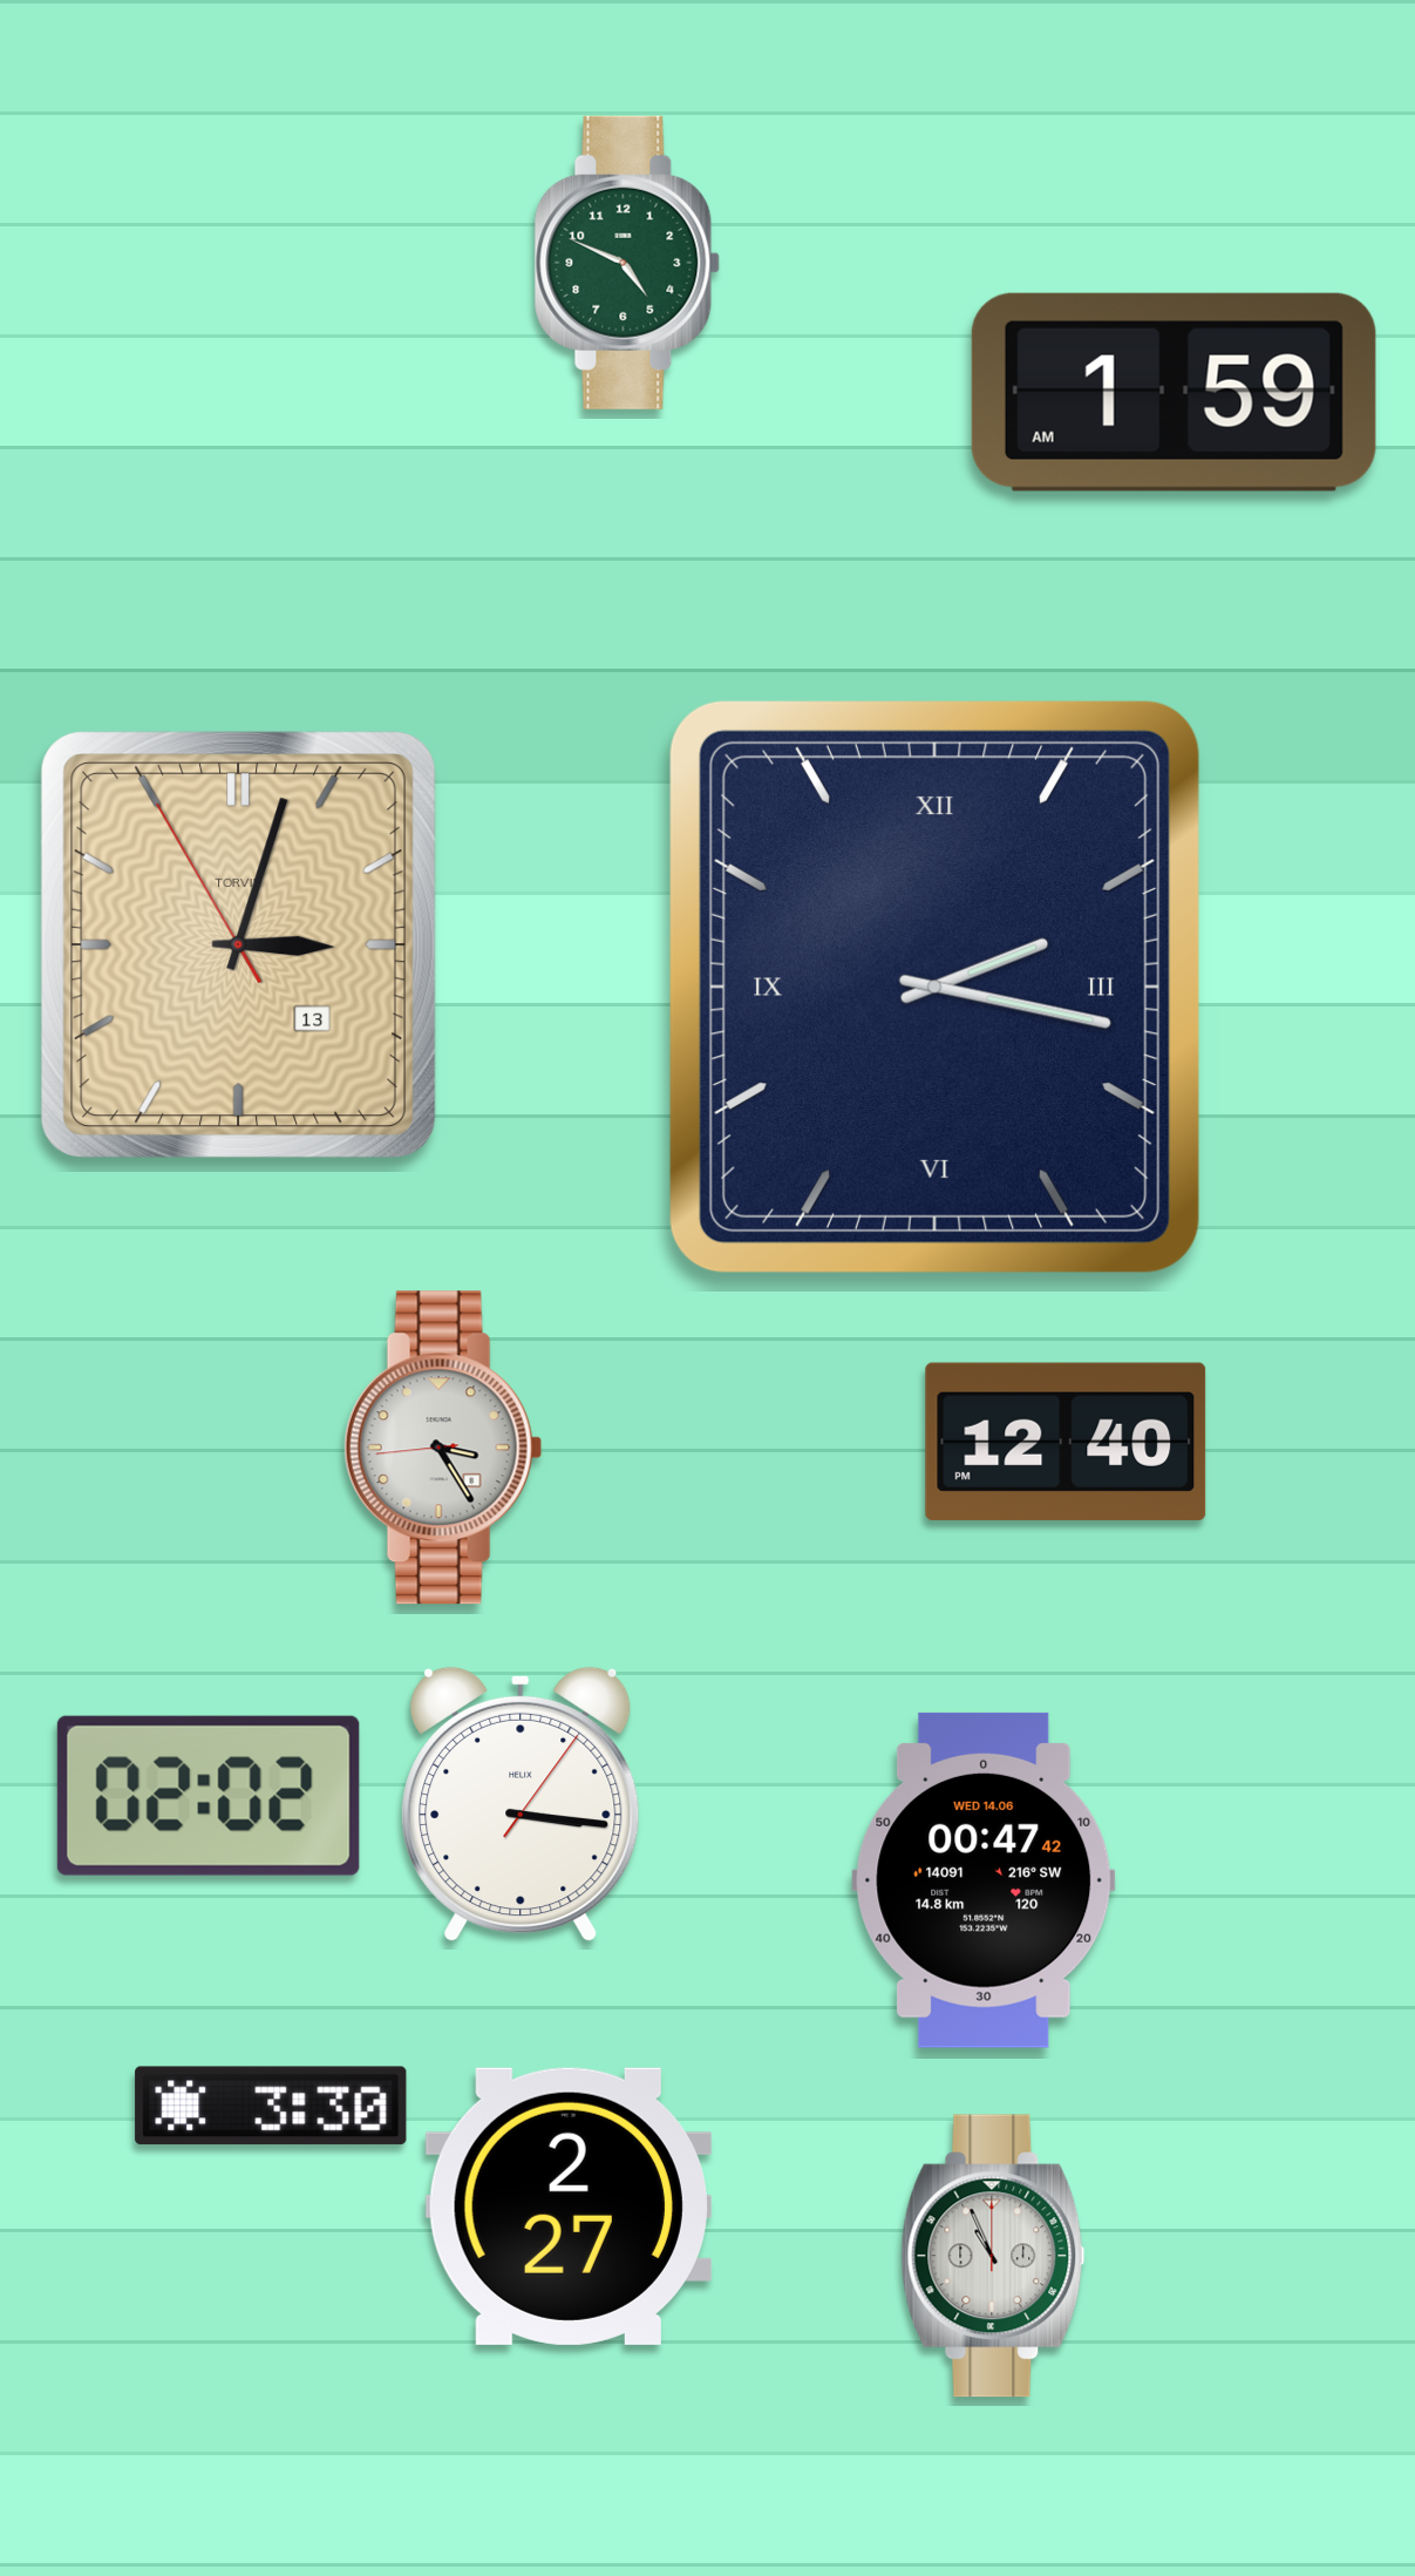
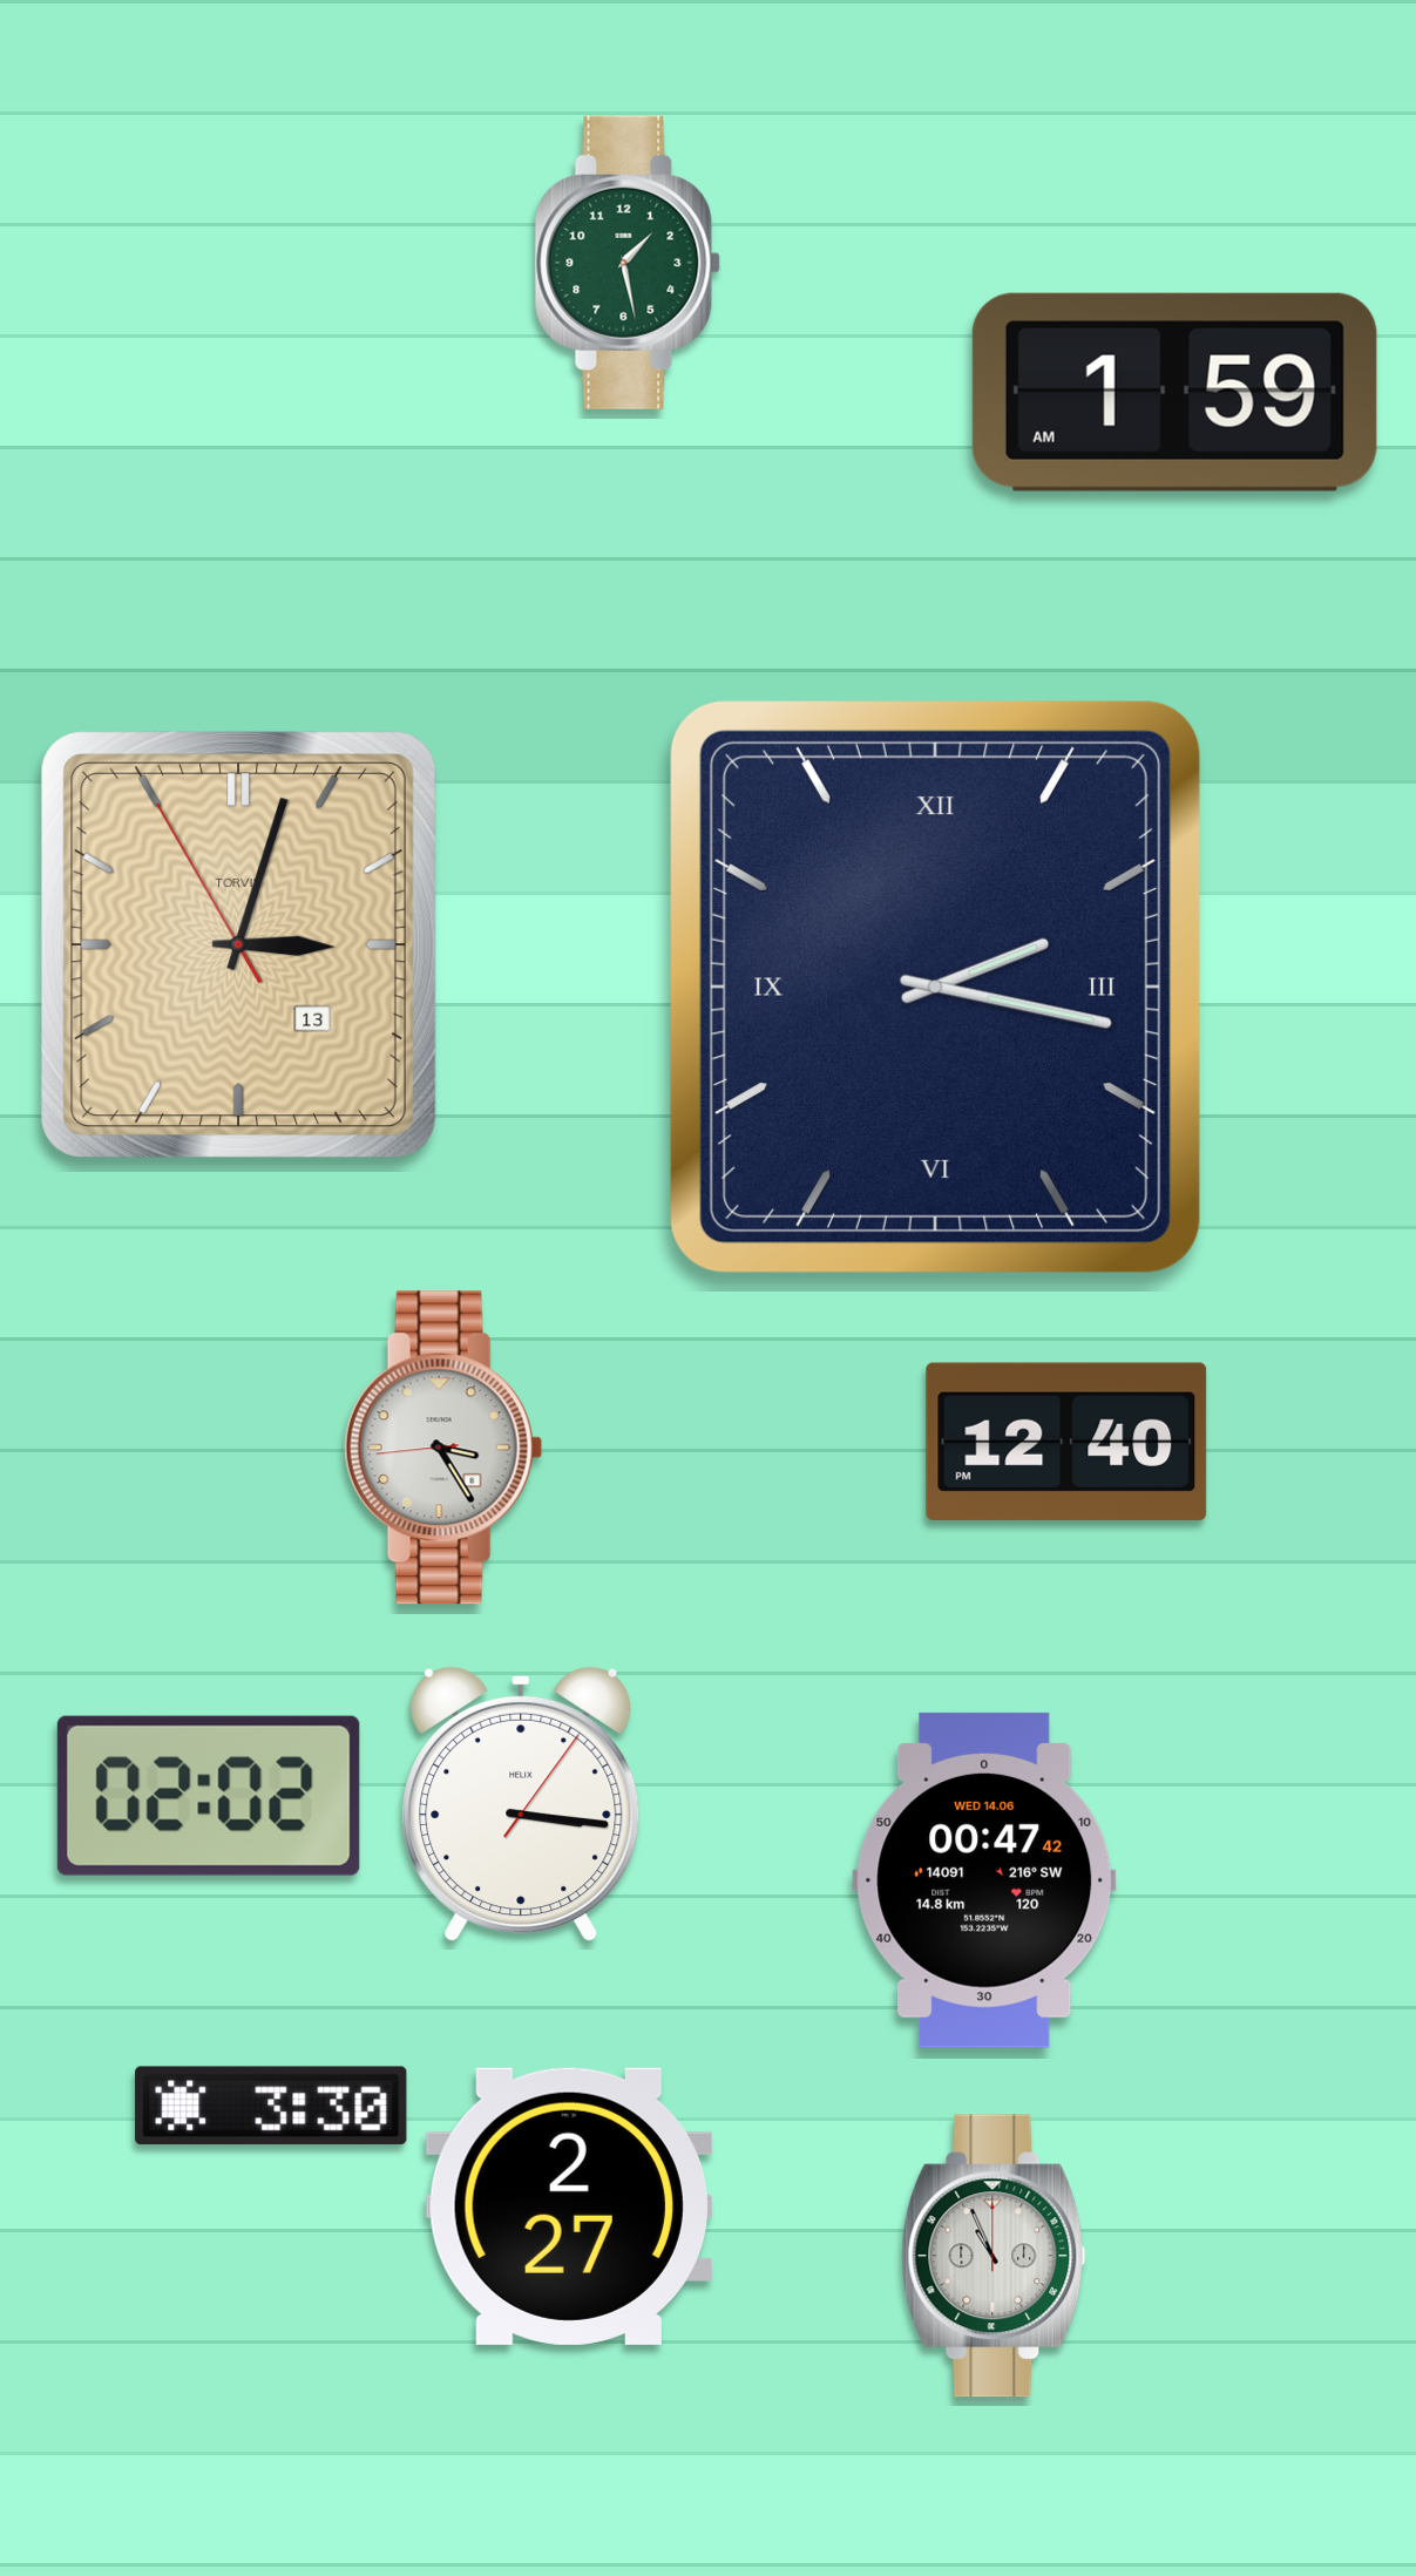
clock at (627, 263): 4:49 -> 1:28
